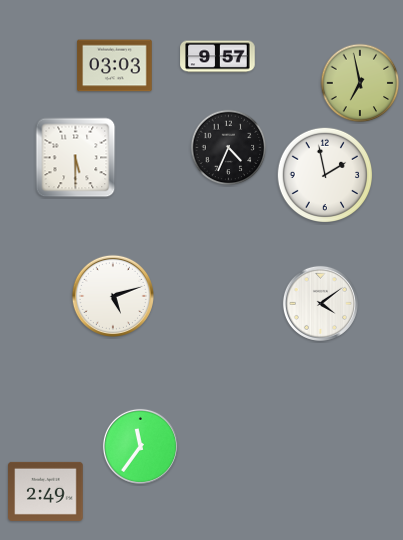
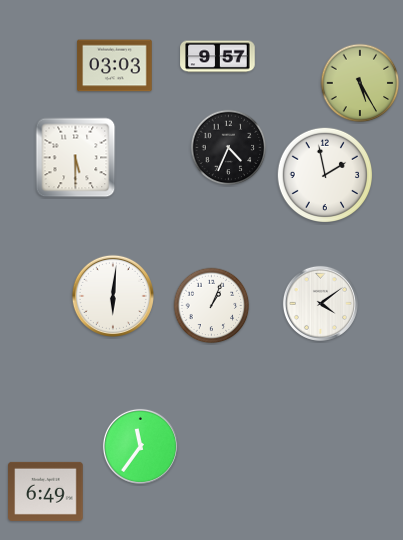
clock at (360, 83): 6:58 -> 5:25
clock at (112, 295): 5:12 -> 6:01
clock at (212, 306): none -> 1:04
clock at (46, 491): 2:49 -> 6:49
